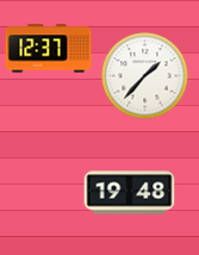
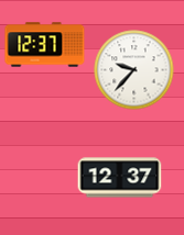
clock at (145, 76): 1:37 -> 9:37
clock at (130, 193): 19:48 -> 12:37
